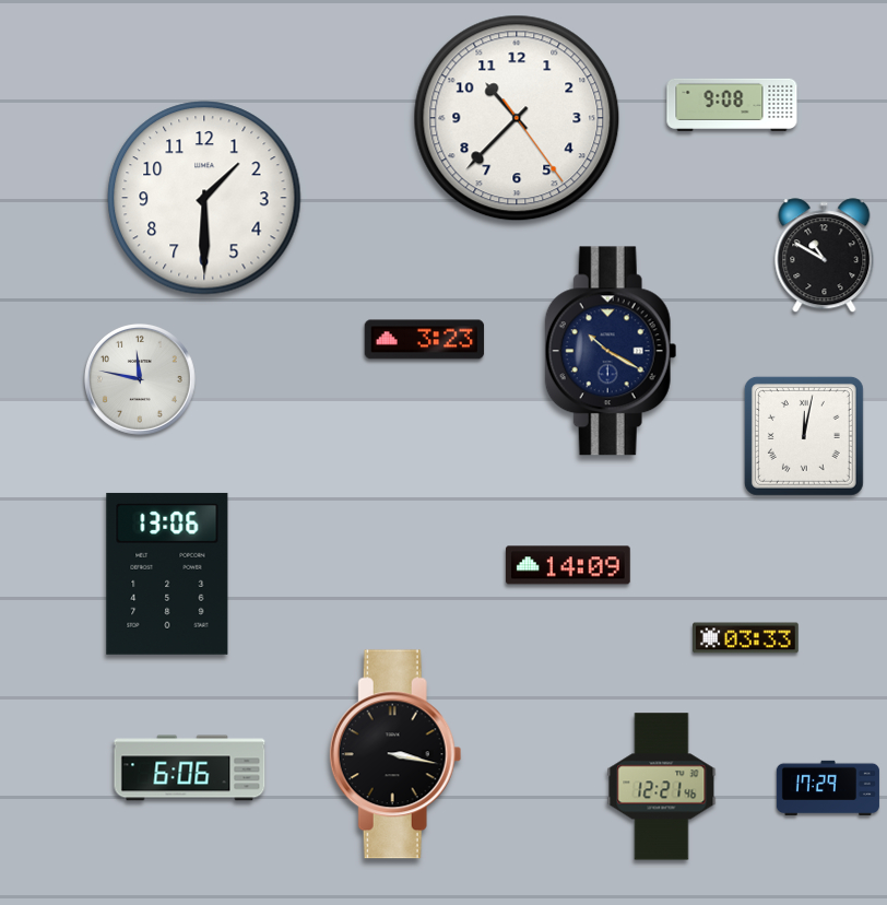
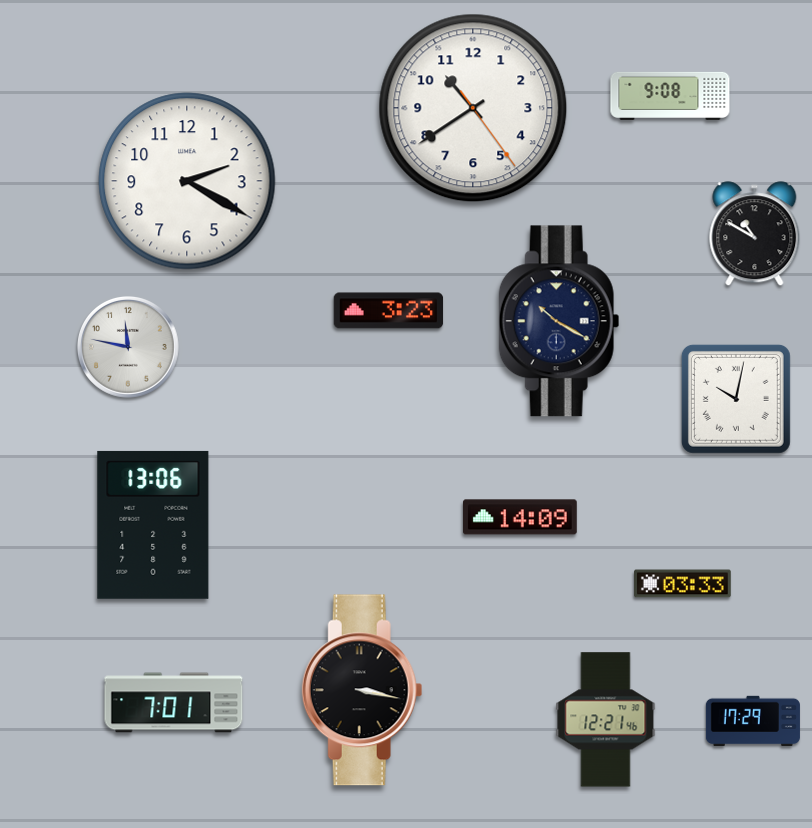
clock at (517, 118): 10:37 -> 10:39
clock at (204, 198): 1:30 -> 2:20
clock at (804, 436): 12:02 -> 10:02
clock at (190, 768): 6:06 -> 7:01
clock at (828, 788) position: (828, 788) -> (753, 721)
